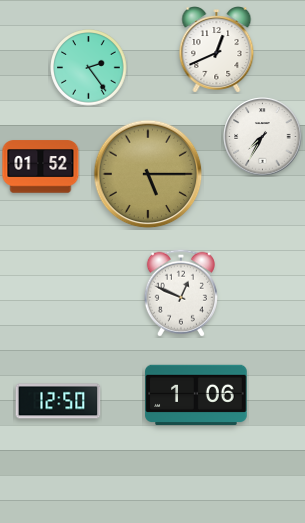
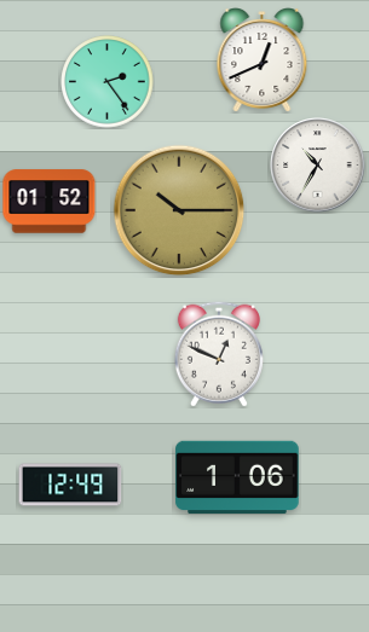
clock at (263, 137): 7:35 -> 10:35
clock at (148, 174): 5:15 -> 10:15
clock at (58, 401): 12:50 -> 12:49
